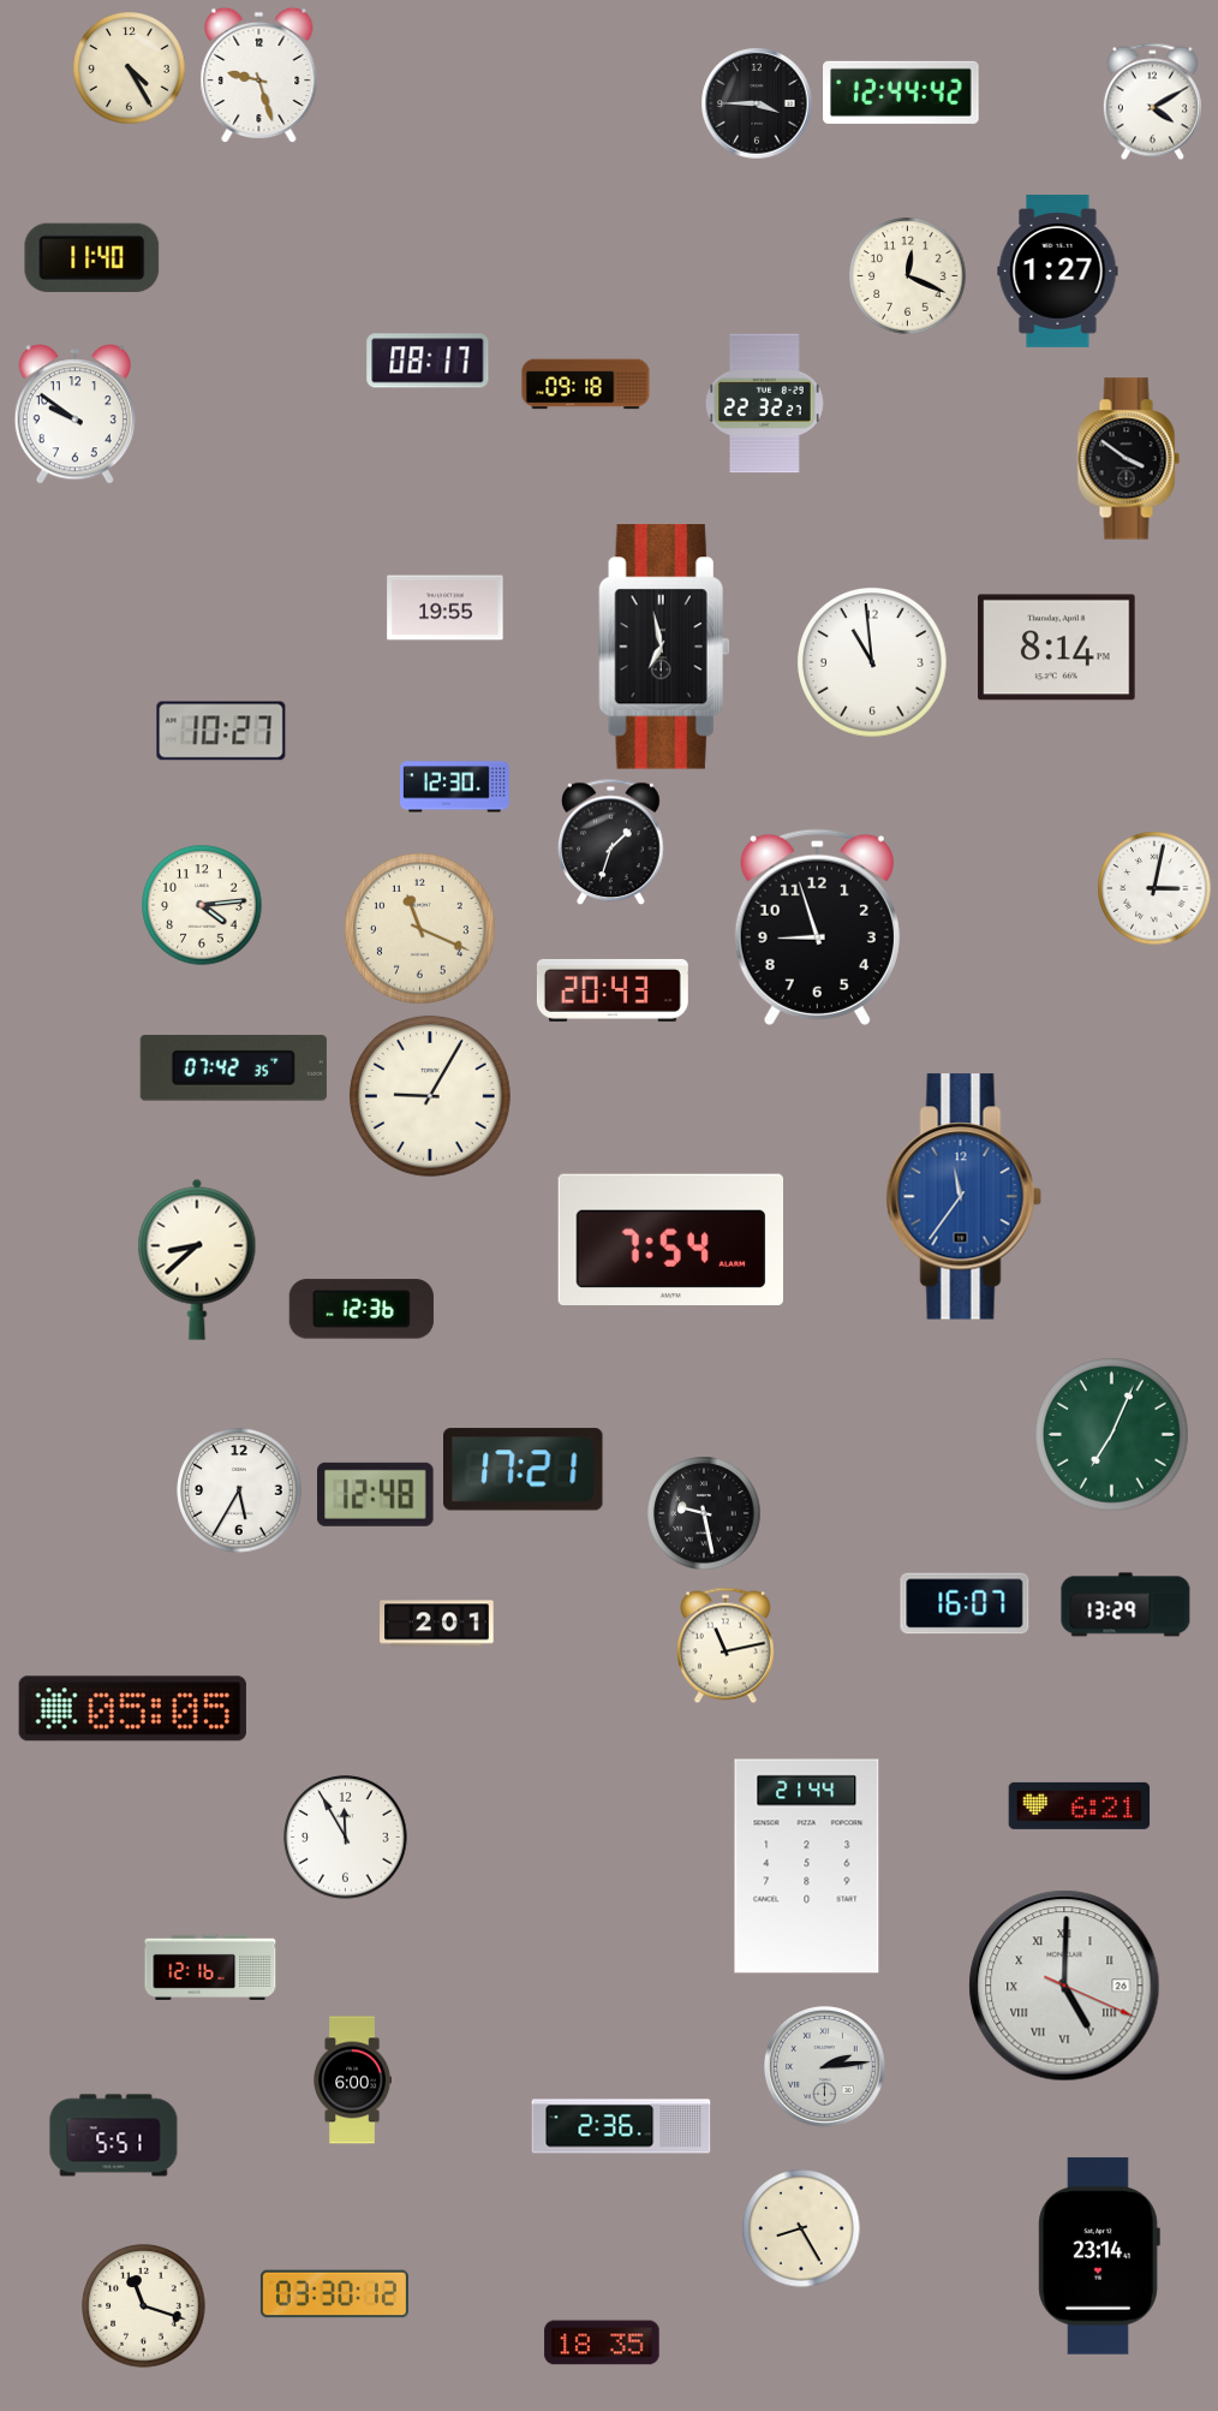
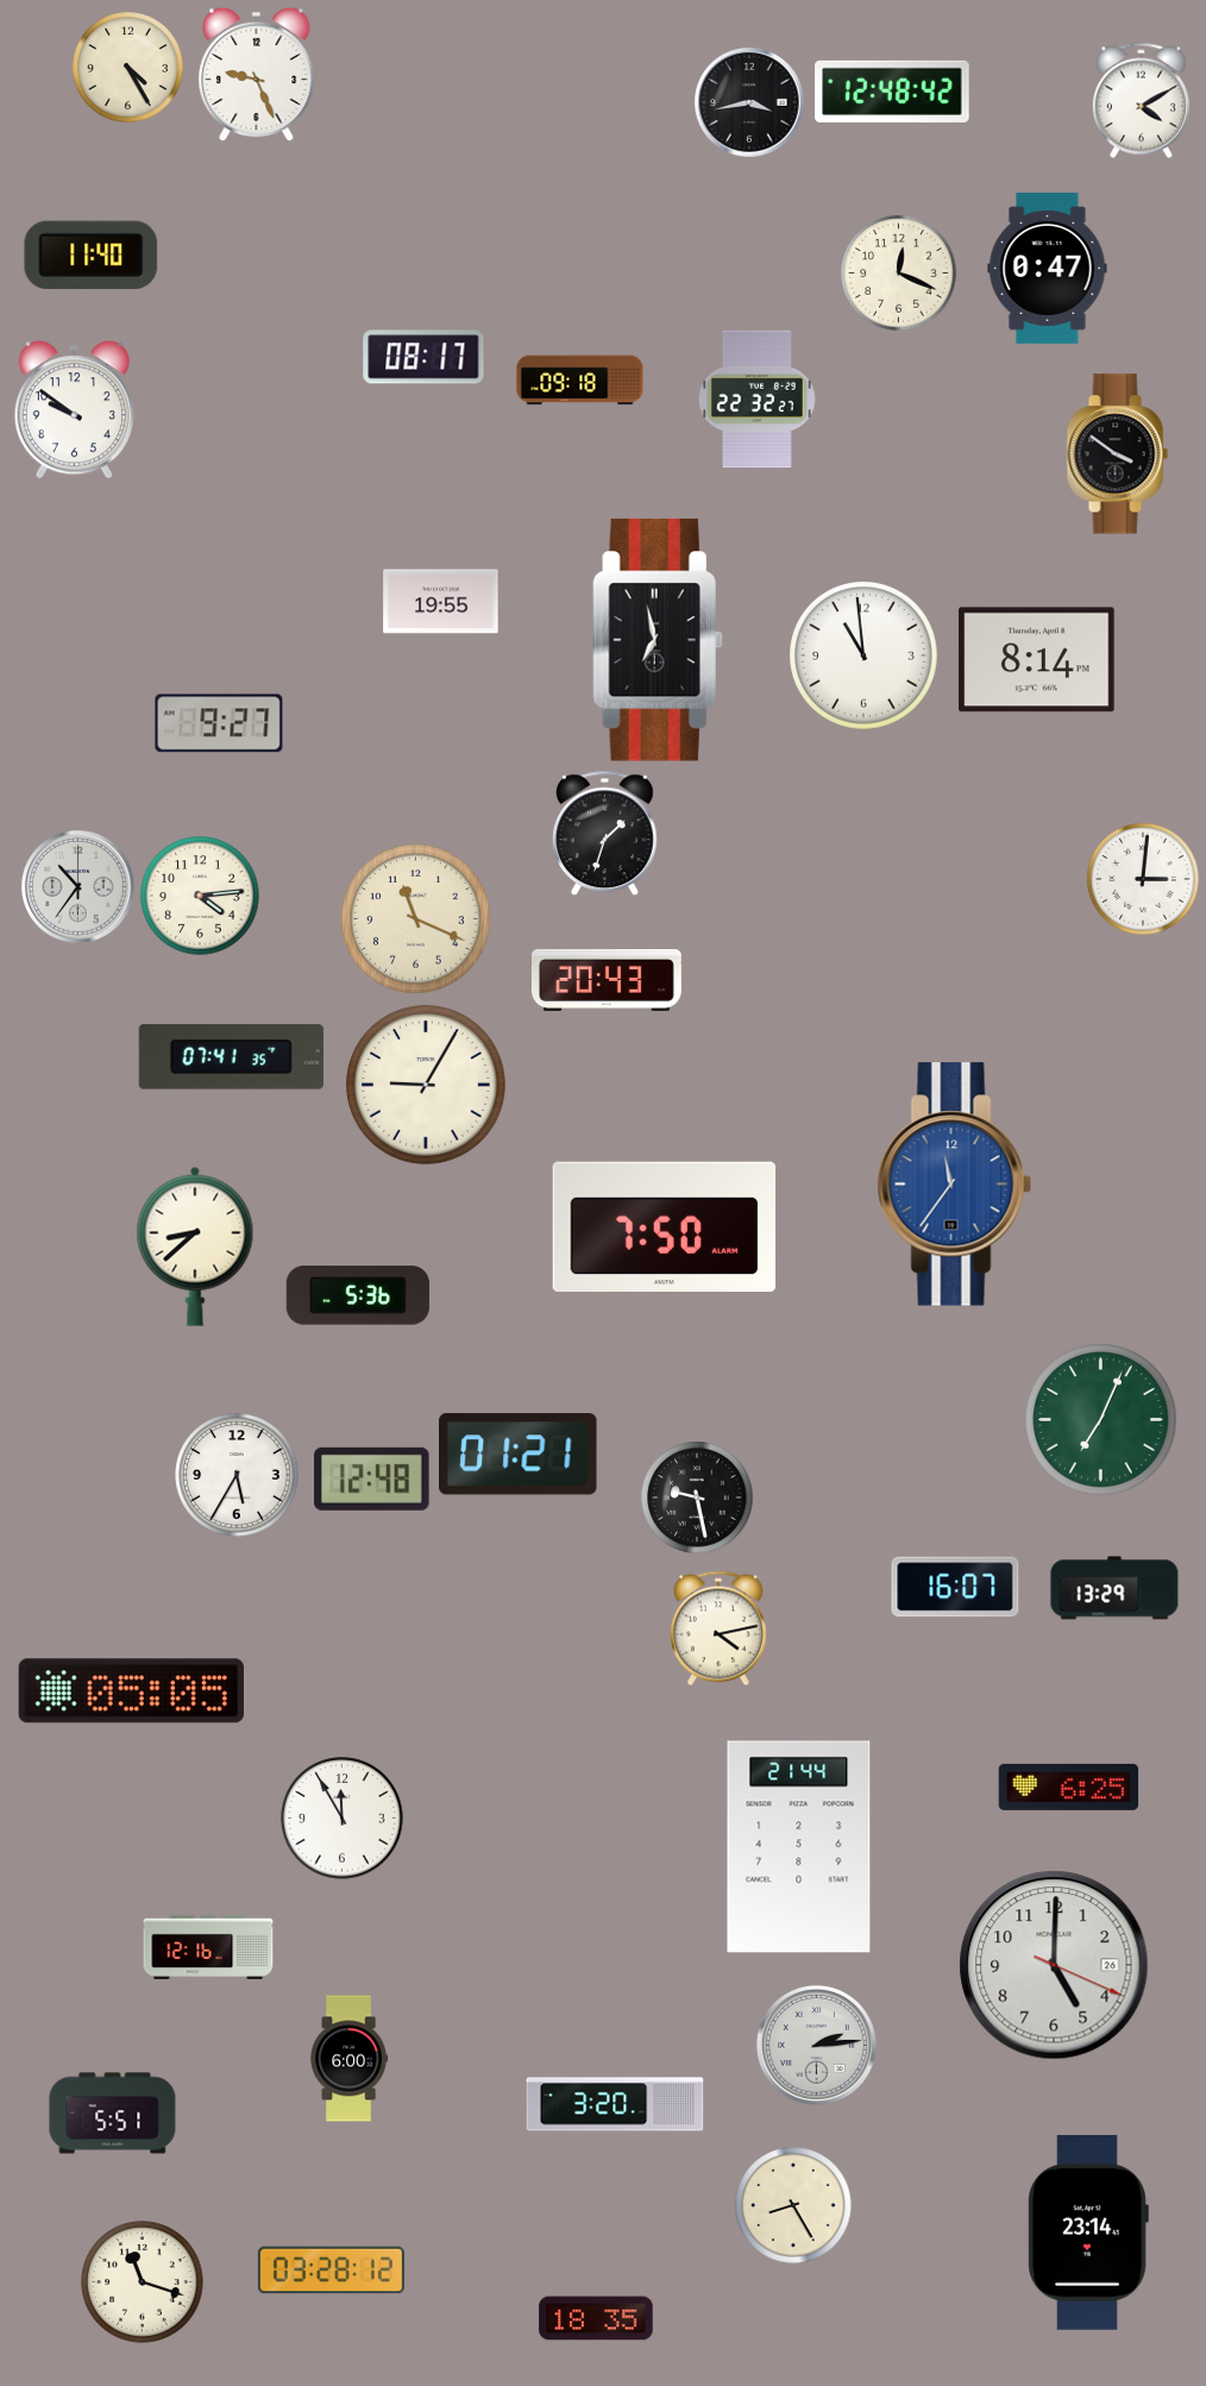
clock at (259, 76): 9:27 -> 9:26
clock at (901, 93): 12:44 -> 12:48
clock at (757, 103): 3:45 -> 3:43
clock at (1058, 272): 1:27 -> 0:47
clock at (1057, 648) position: (1057, 648) -> (1037, 660)
clock at (221, 731): 10:27 -> 9:27
clock at (455, 787): 12:30 -> none
clock at (1154, 888): 3:02 -> 3:01
clock at (78, 887): none -> 10:36
clock at (817, 927): 8:57 -> none
clock at (233, 1068): 07:42 -> 07:41
clock at (670, 1239): 7:54 -> 7:50
clock at (362, 1309): 12:36 -> 5:36
clock at (524, 1470): 17:21 -> 01:21
clock at (437, 1624): 2:01 -> none
clock at (726, 1645): 11:13 -> 4:13
clock at (1080, 1805): 6:21 -> 6:25
clock at (1064, 1986) numerals: Roman -> Arabic
clock at (621, 2126): 2:36 -> 3:20
clock at (334, 2294): 03:30 -> 03:28
